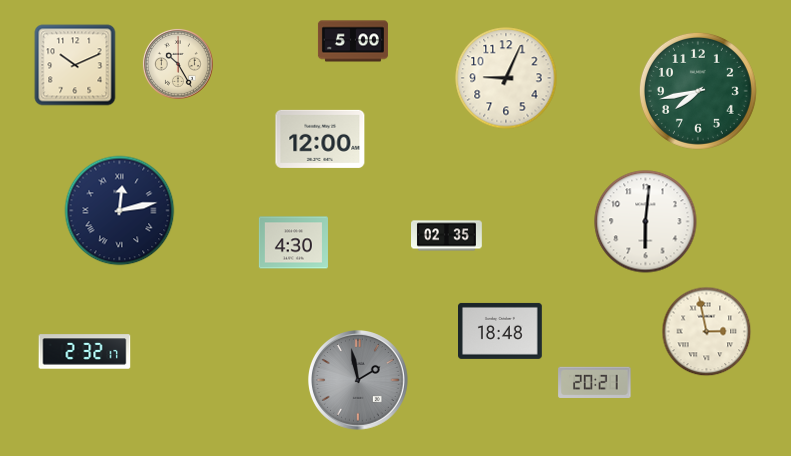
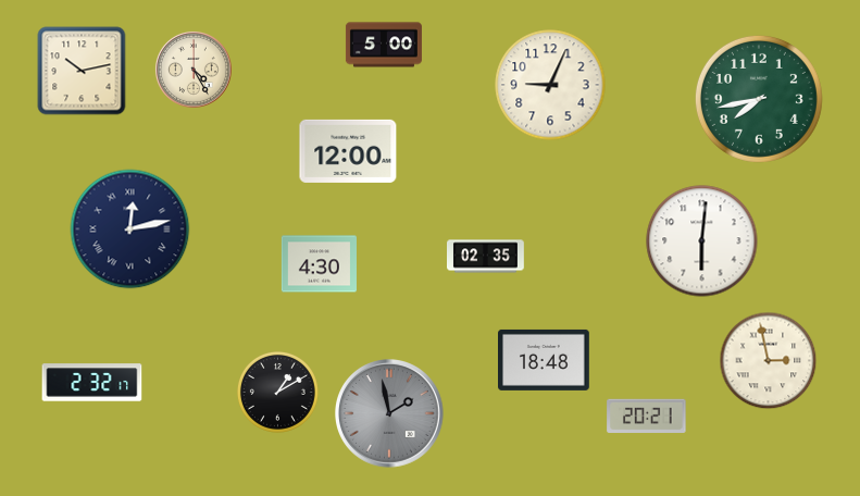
clock at (178, 64): 10:25 -> 4:25
clock at (75, 65): 10:11 -> 10:13
clock at (277, 392): none -> 1:10
